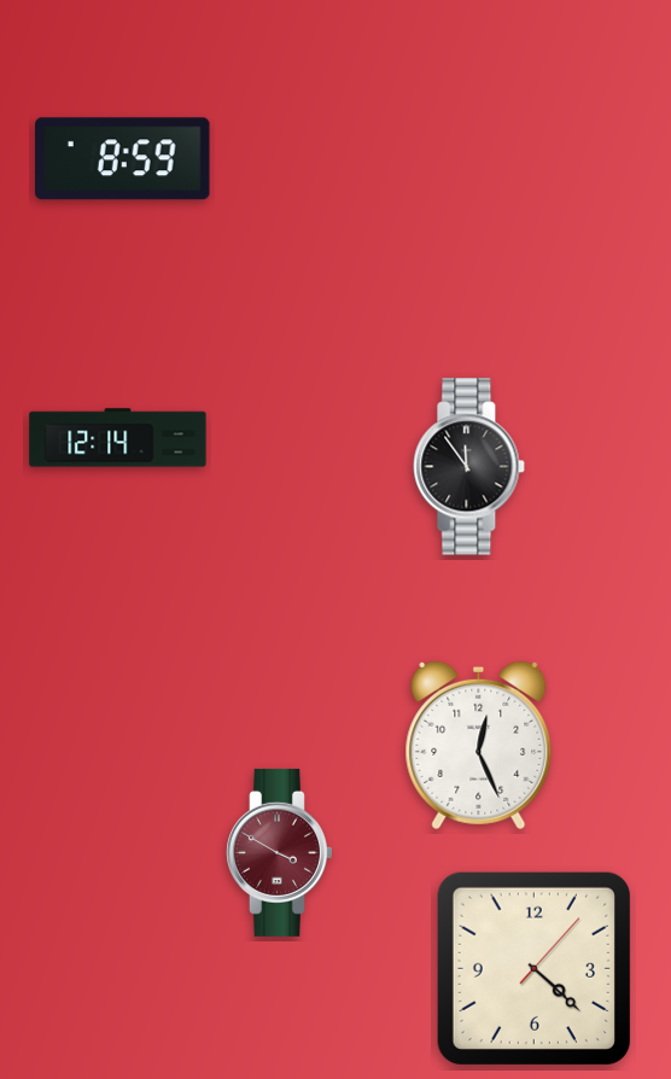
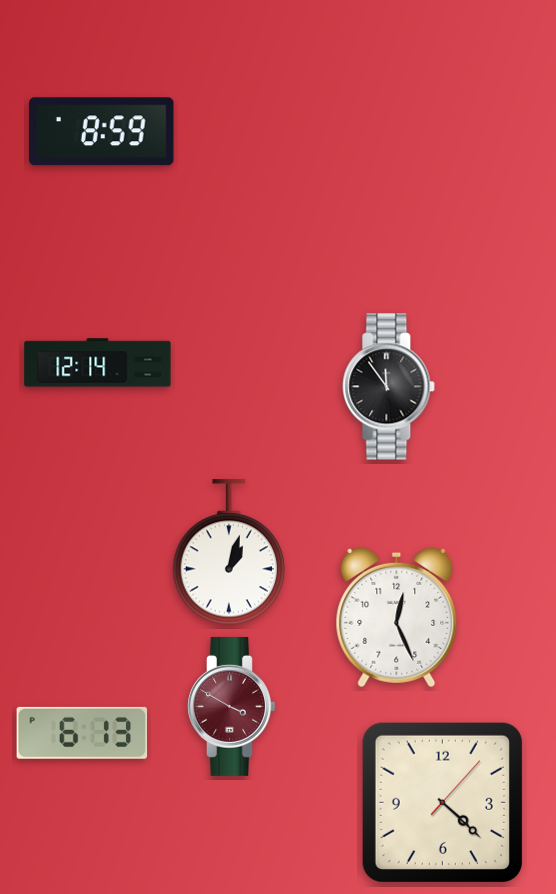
clock at (229, 552): none -> 1:03
clock at (82, 733): none -> 6:13
